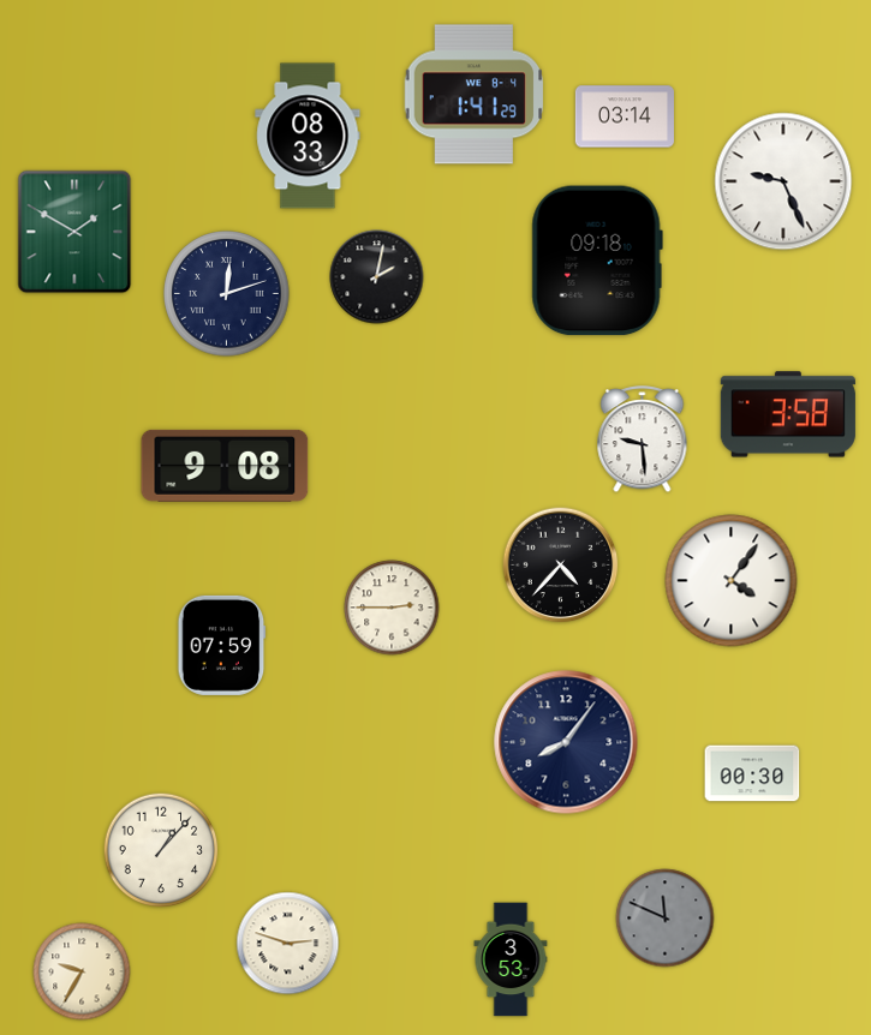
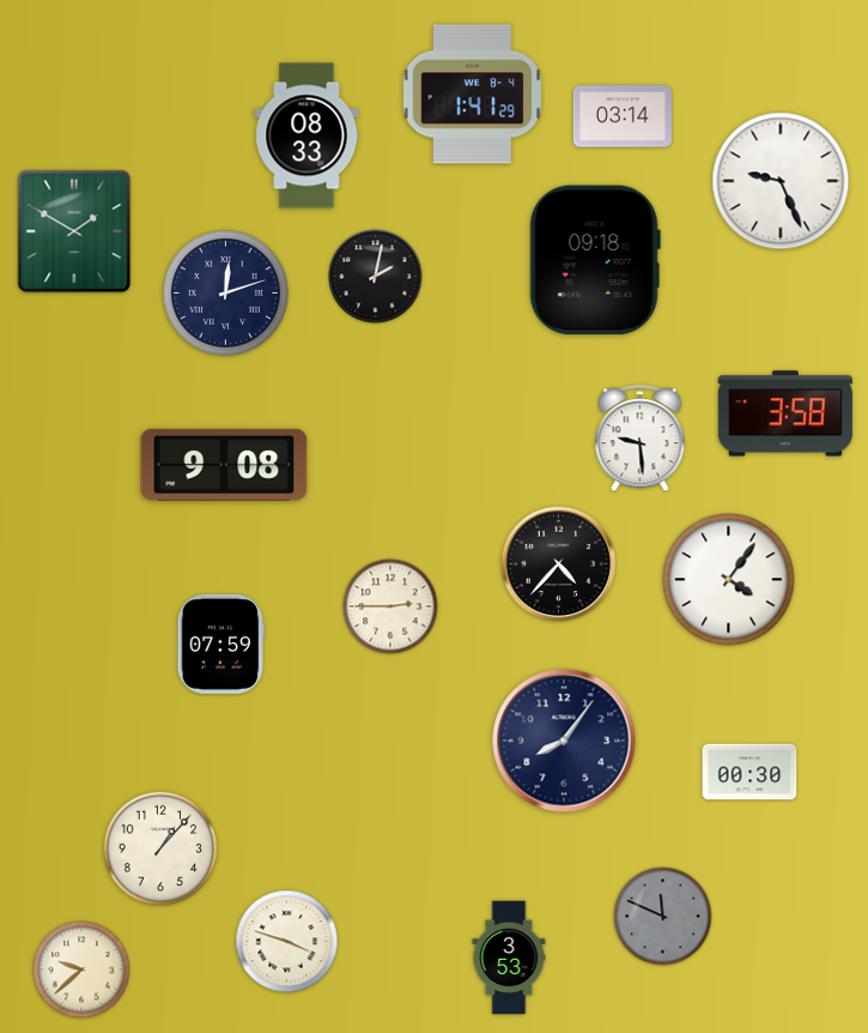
clock at (288, 944): 2:48 -> 3:48
clock at (82, 971): 9:35 -> 9:38
